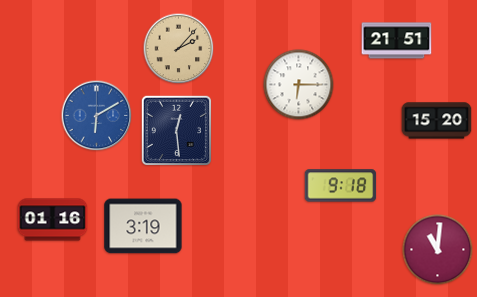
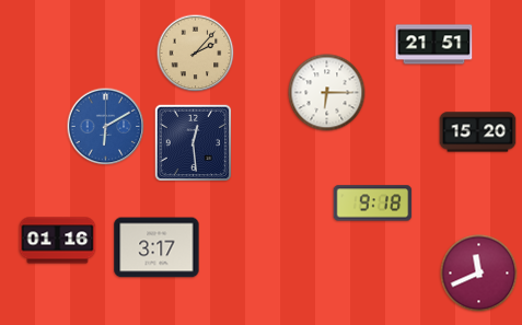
clock at (143, 226): 3:19 -> 3:17
clock at (438, 250): 11:01 -> 11:41
